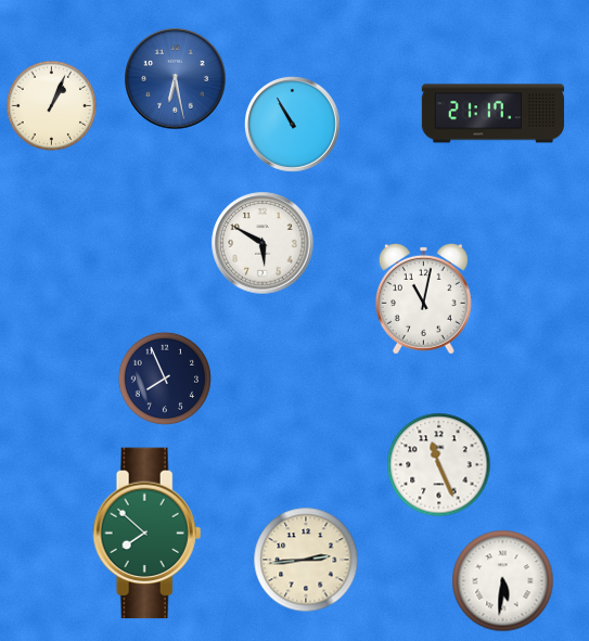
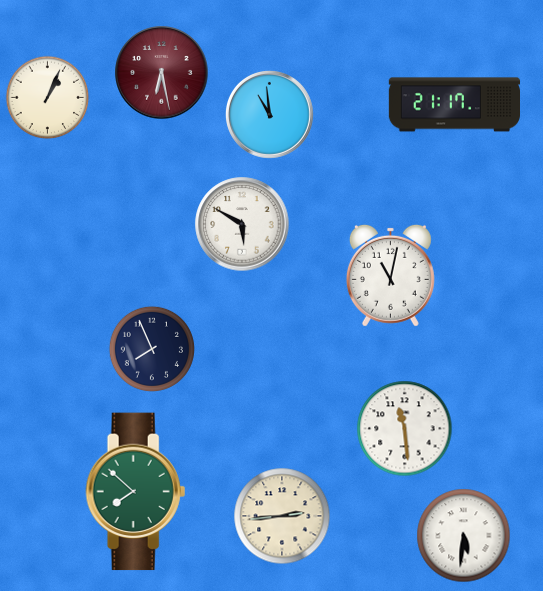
clock at (176, 79) dial: blue -> burgundy
clock at (292, 124): 10:55 -> 10:59
clock at (439, 465): 11:26 -> 11:29
